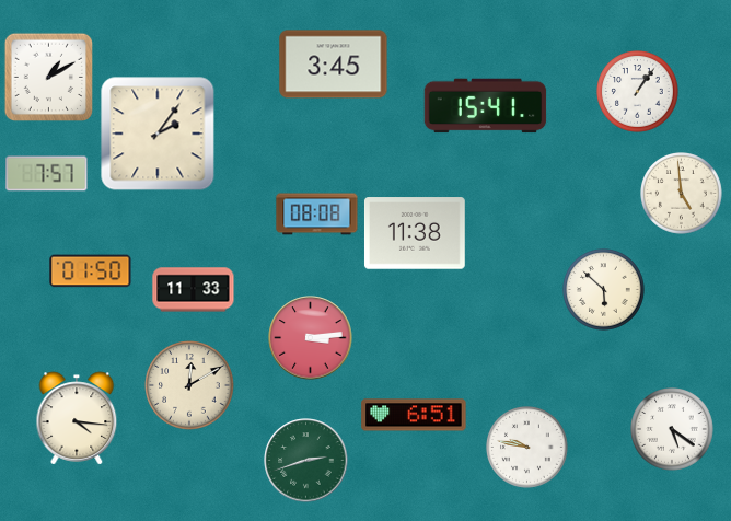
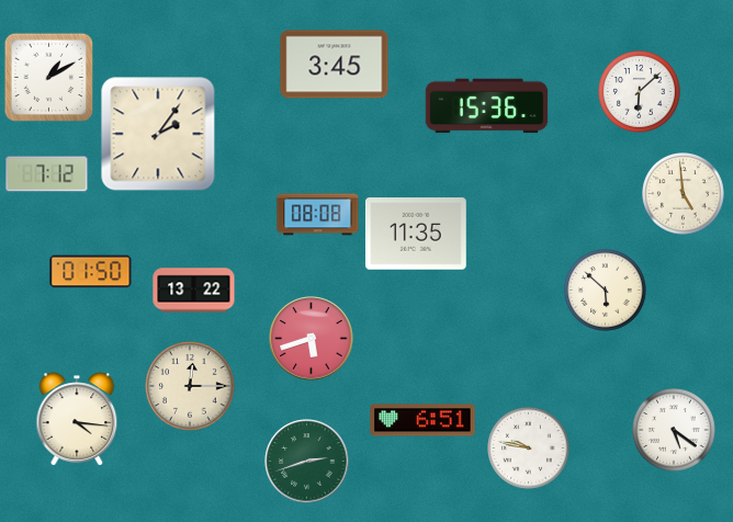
clock at (638, 92): 1:06 -> 6:08
clock at (486, 106): 15:41 -> 15:36
clock at (47, 174): 7:57 -> 7:12
clock at (415, 233): 11:38 -> 11:35
clock at (194, 290): 11:33 -> 13:22
clock at (311, 338): 3:14 -> 5:42
clock at (189, 385): 12:10 -> 12:15
clock at (414, 415) position: (414, 415) -> (422, 420)
